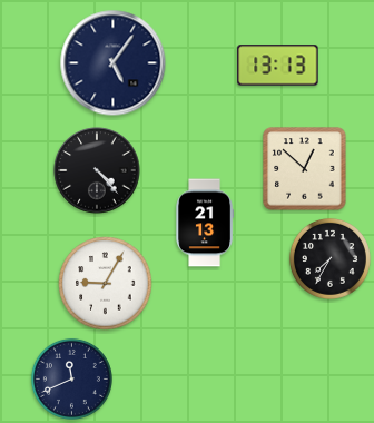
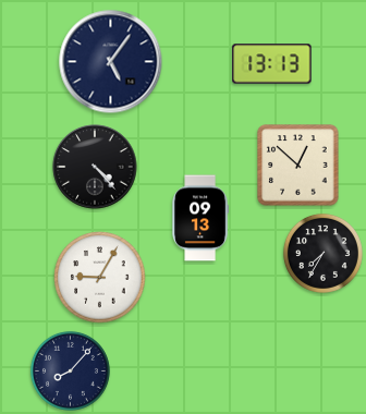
clock at (204, 223): 21:13 -> 09:13
clock at (106, 284) position: (106, 284) -> (100, 278)
clock at (71, 378): 11:41 -> 8:07
